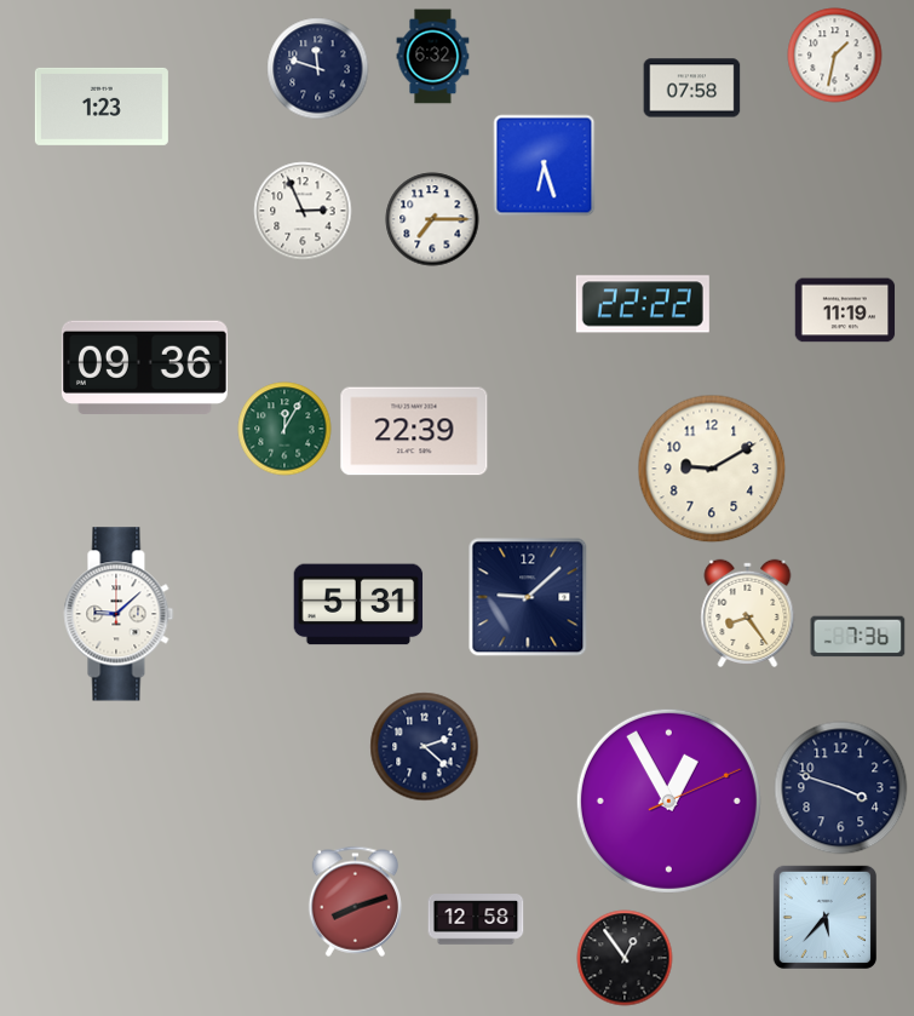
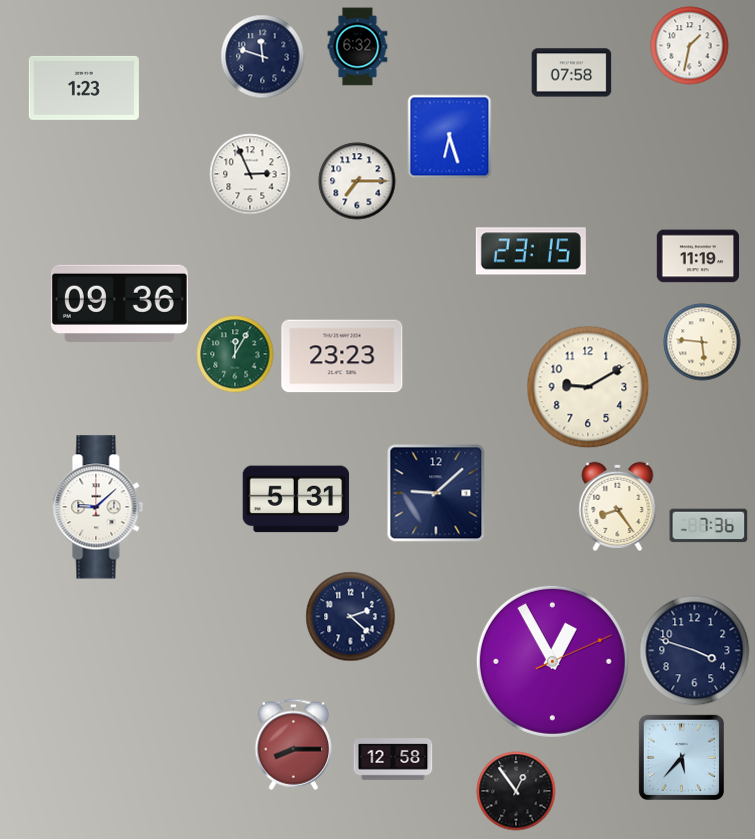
clock at (643, 304): 22:22 -> 23:15
clock at (702, 342): none -> 5:46
clock at (414, 431): 22:39 -> 23:23
clock at (356, 901): 8:12 -> 8:15
